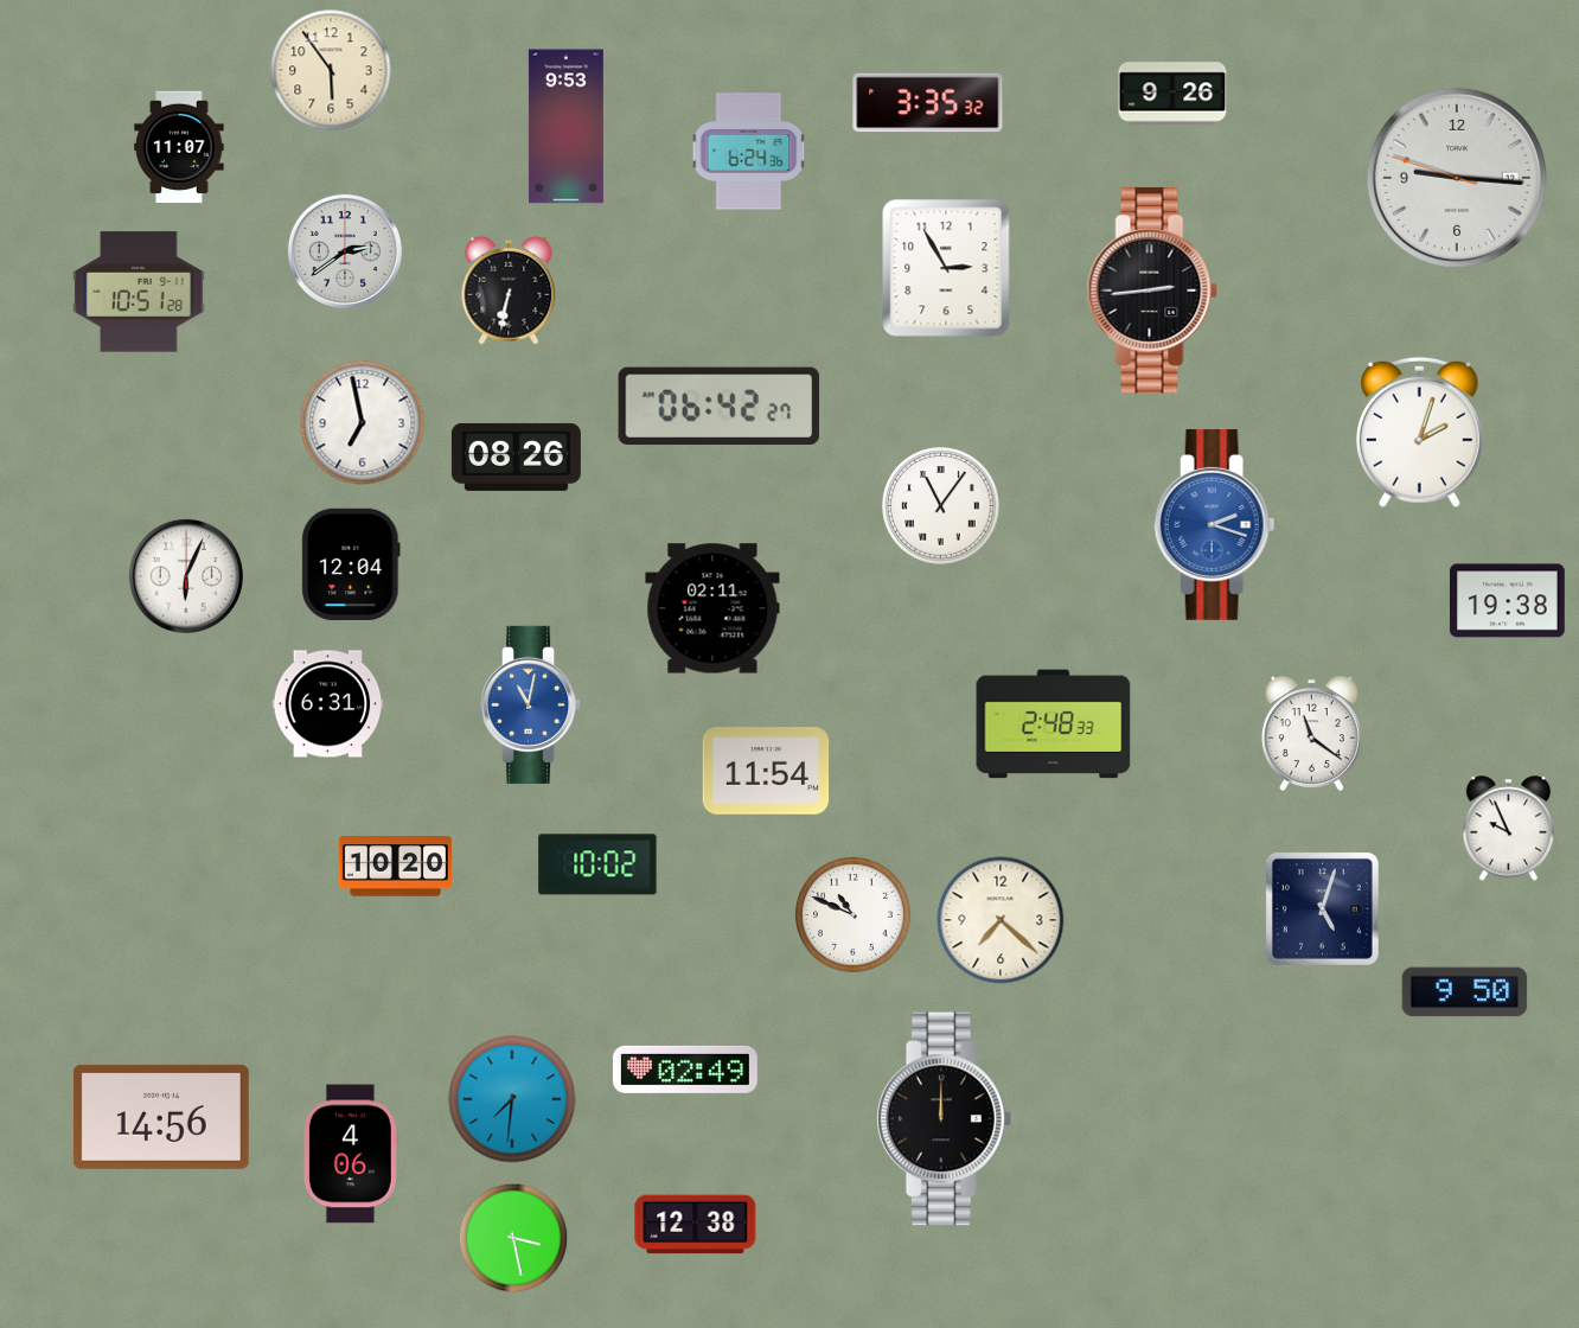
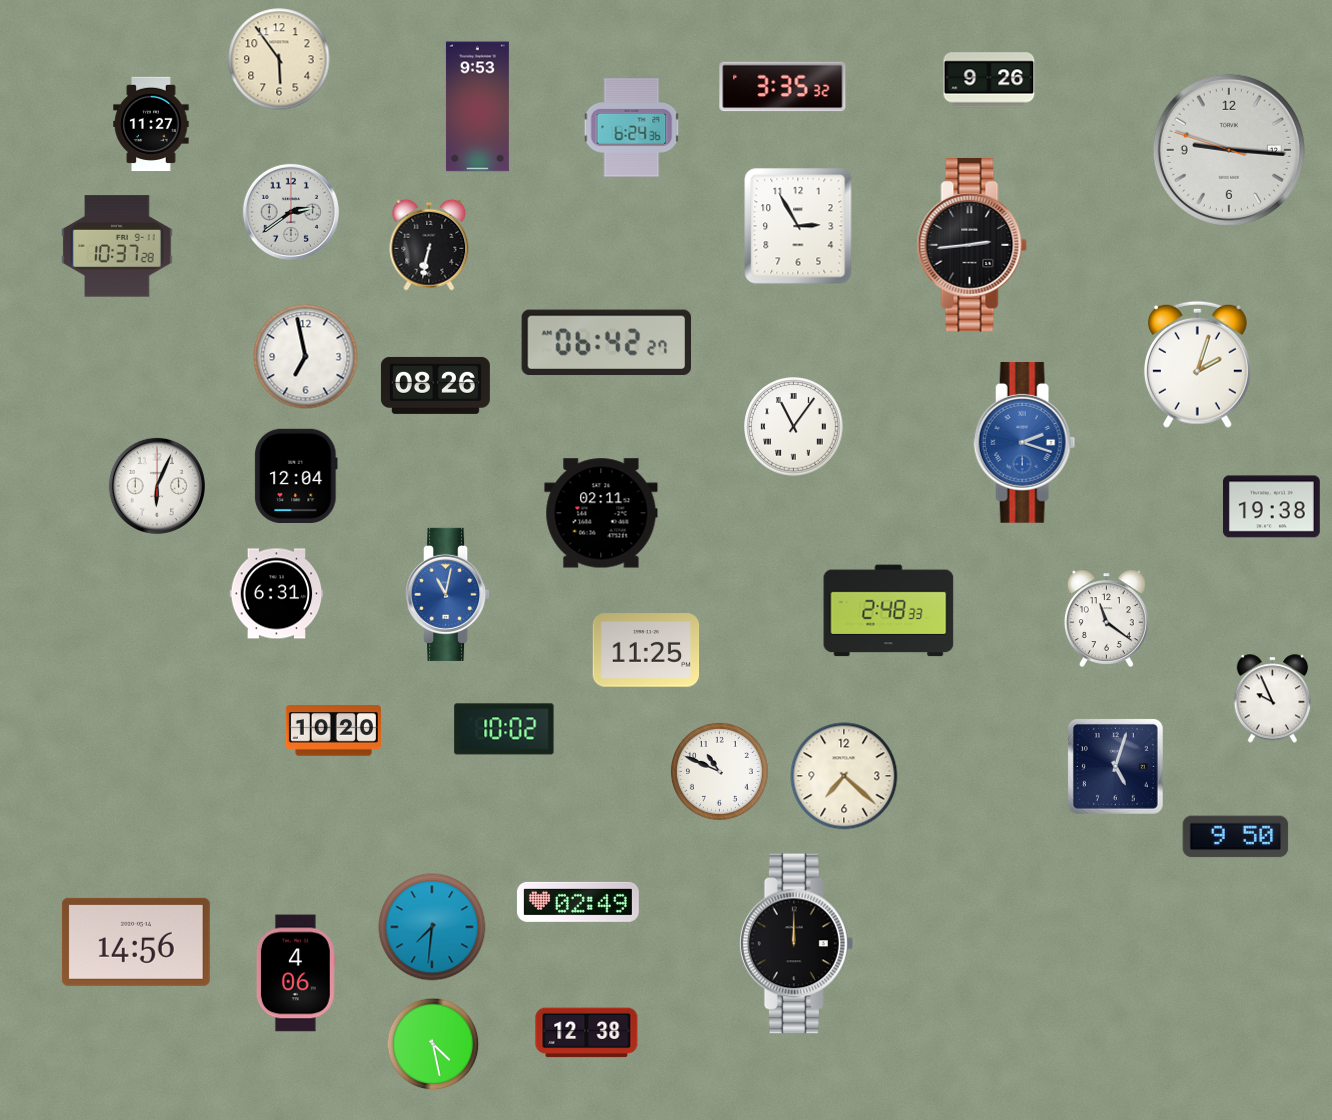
clock at (179, 147): 11:07 -> 11:27
clock at (139, 292): 10:51 -> 10:37
clock at (766, 771): 11:54 -> 11:25
clock at (513, 1238): 3:28 -> 4:28
